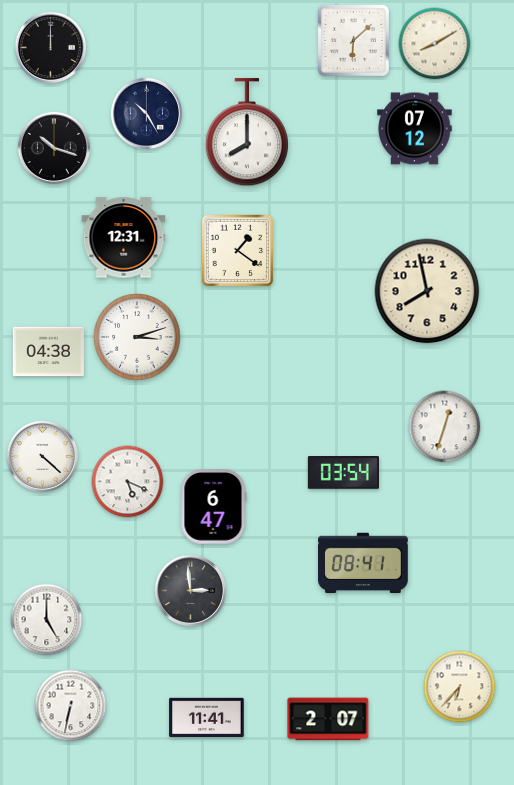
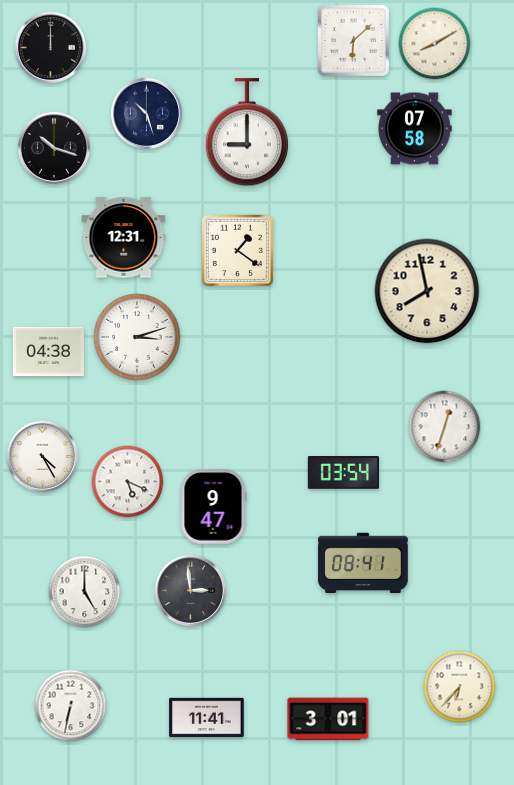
clock at (146, 113): 10:25 -> 10:27
clock at (415, 129): 07:12 -> 07:58
clock at (246, 133): 8:00 -> 9:00
clock at (42, 456): 4:22 -> 4:25
clock at (213, 507): 6:47 -> 9:47
clock at (47, 620) position: (47, 620) -> (85, 592)
clock at (328, 719): 2:07 -> 3:01
